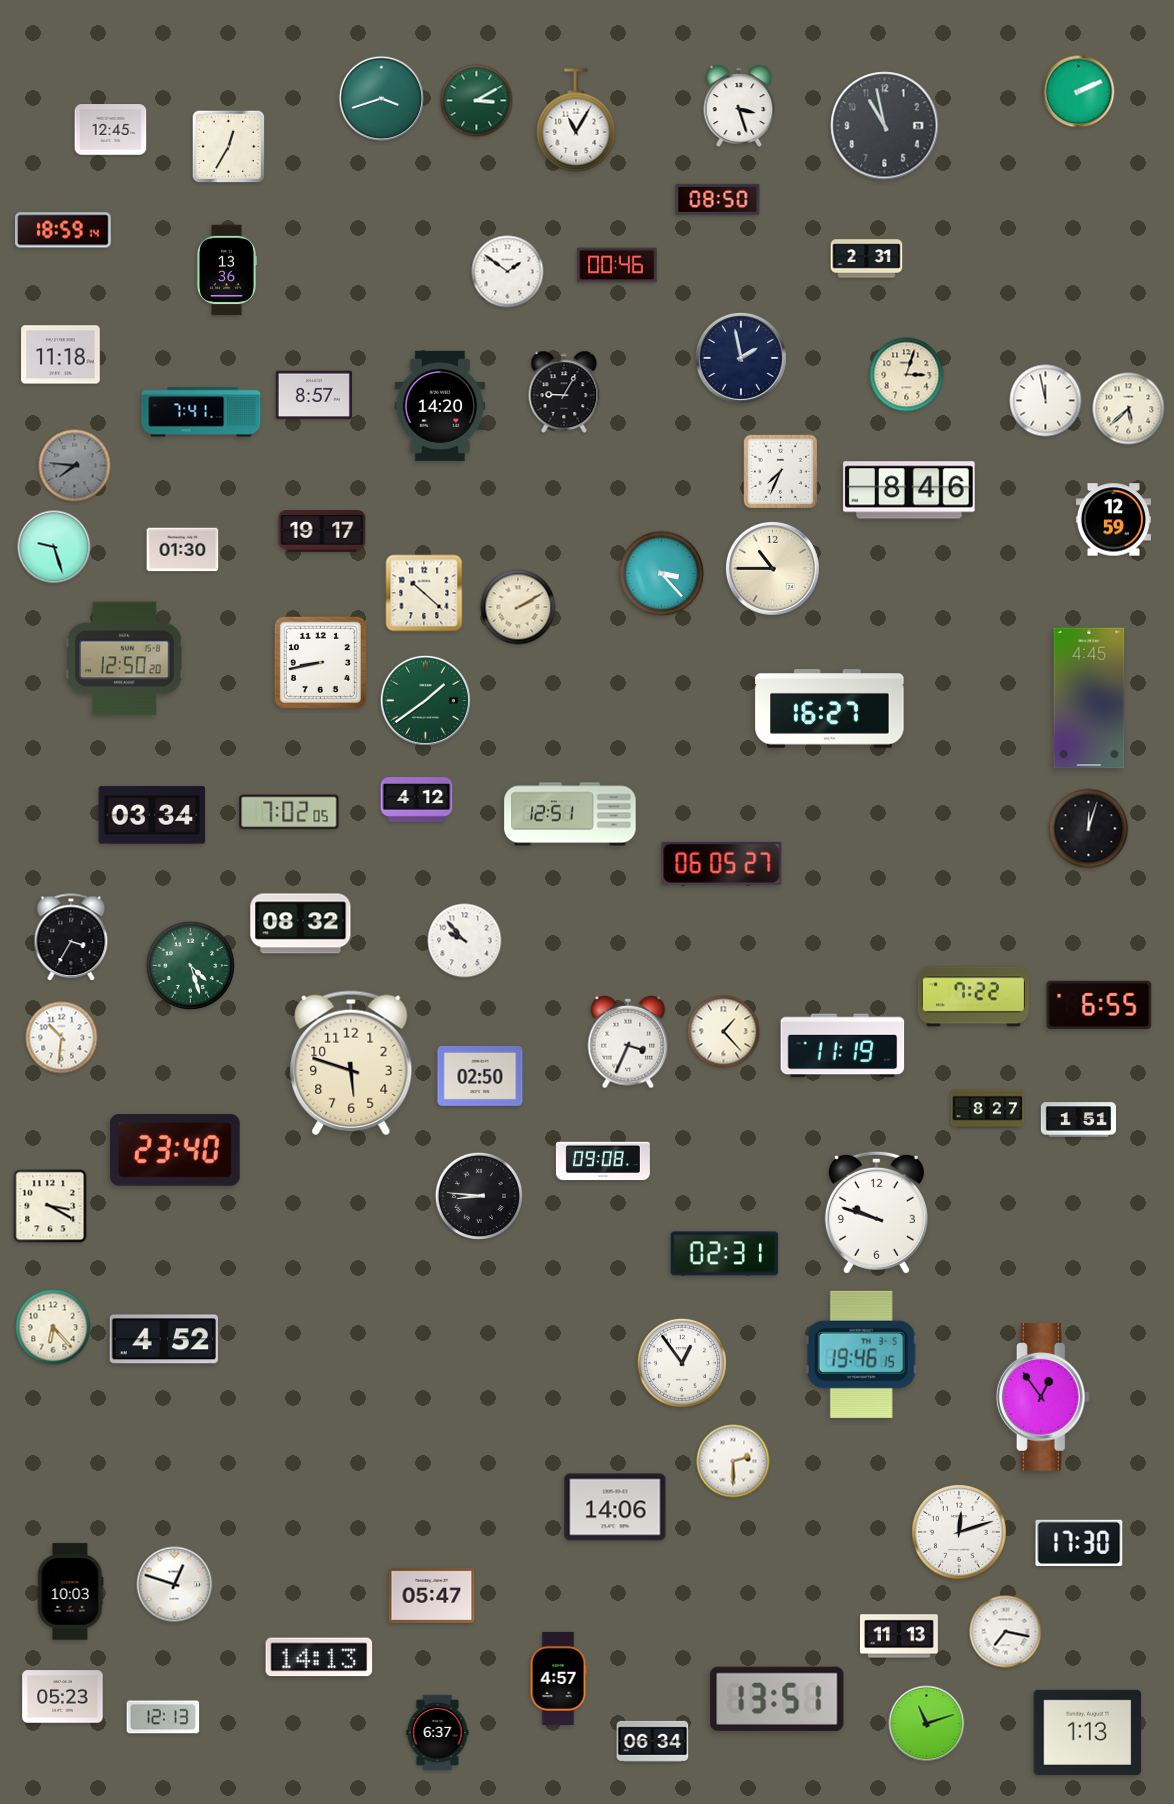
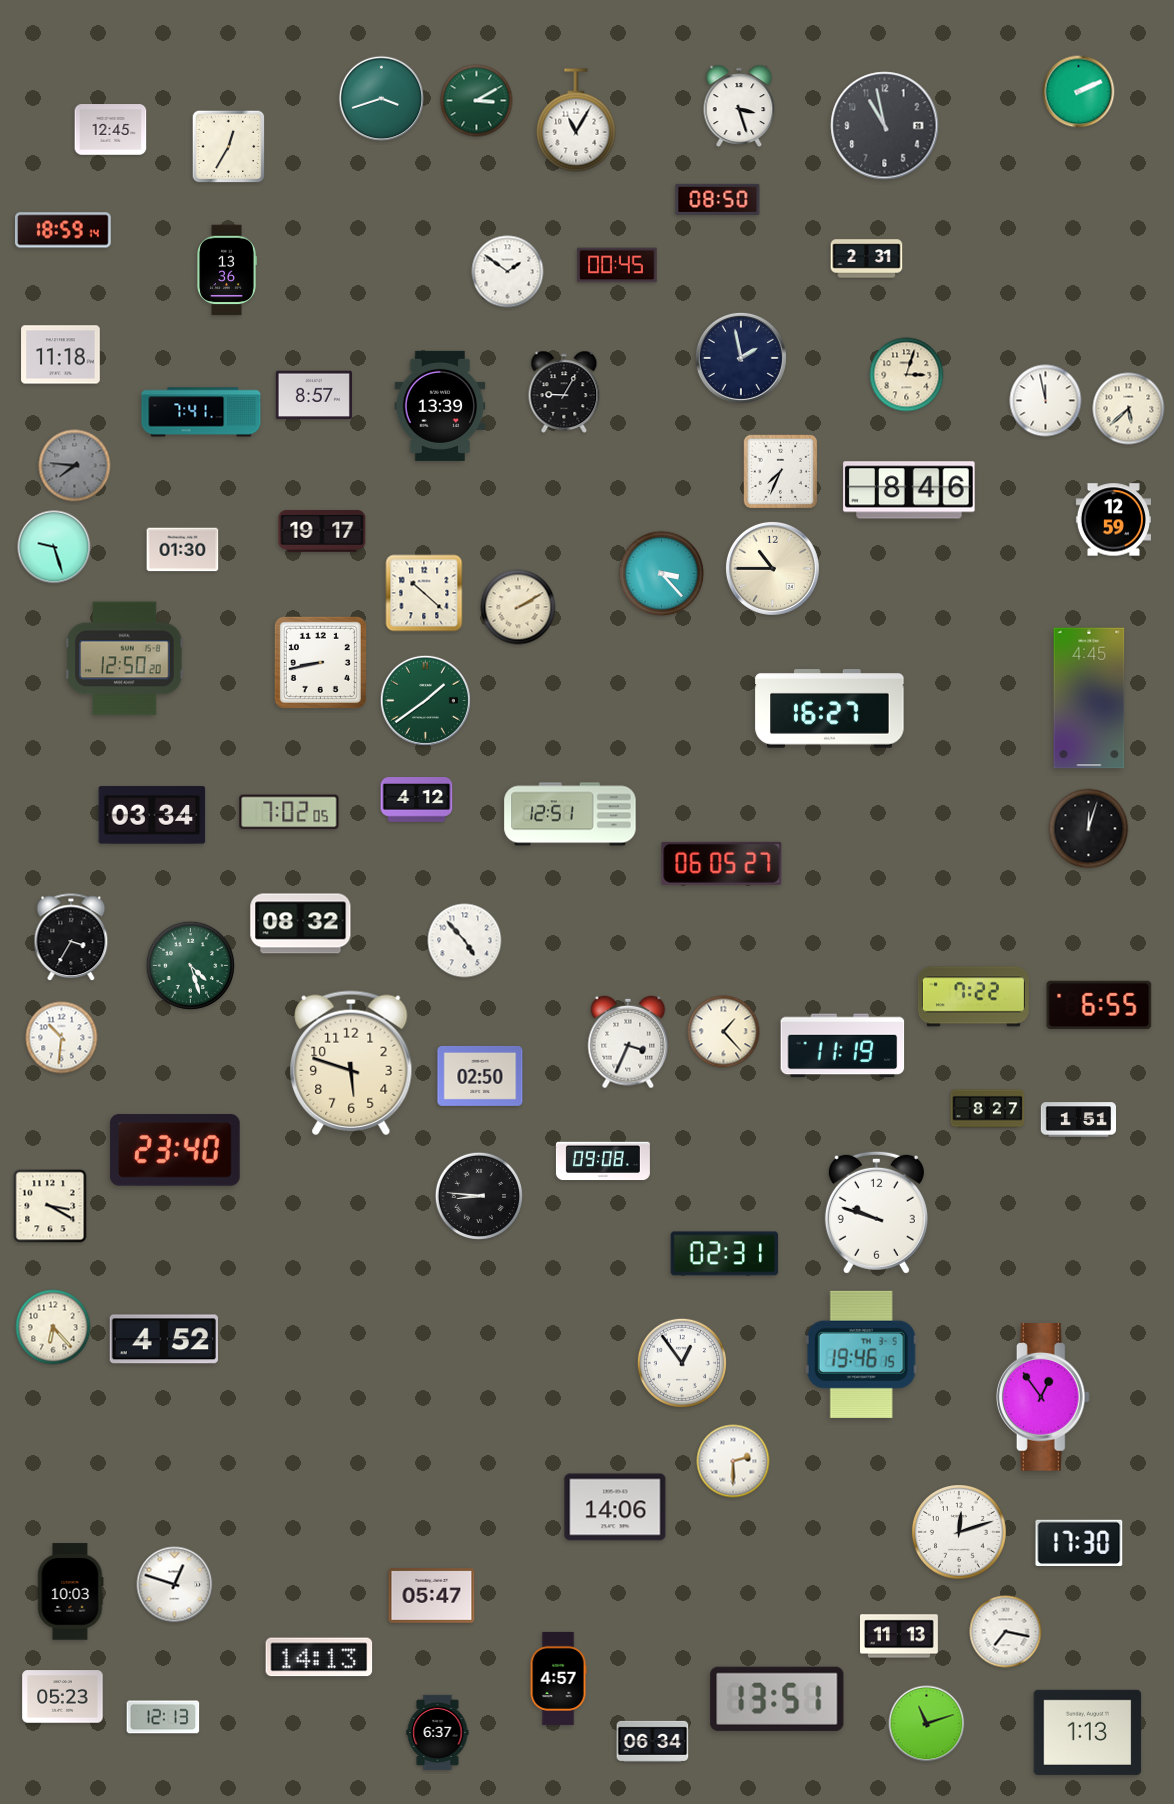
clock at (617, 265): 00:46 -> 00:45
clock at (440, 406): 14:20 -> 13:39
clock at (465, 941): 9:53 -> 4:53
